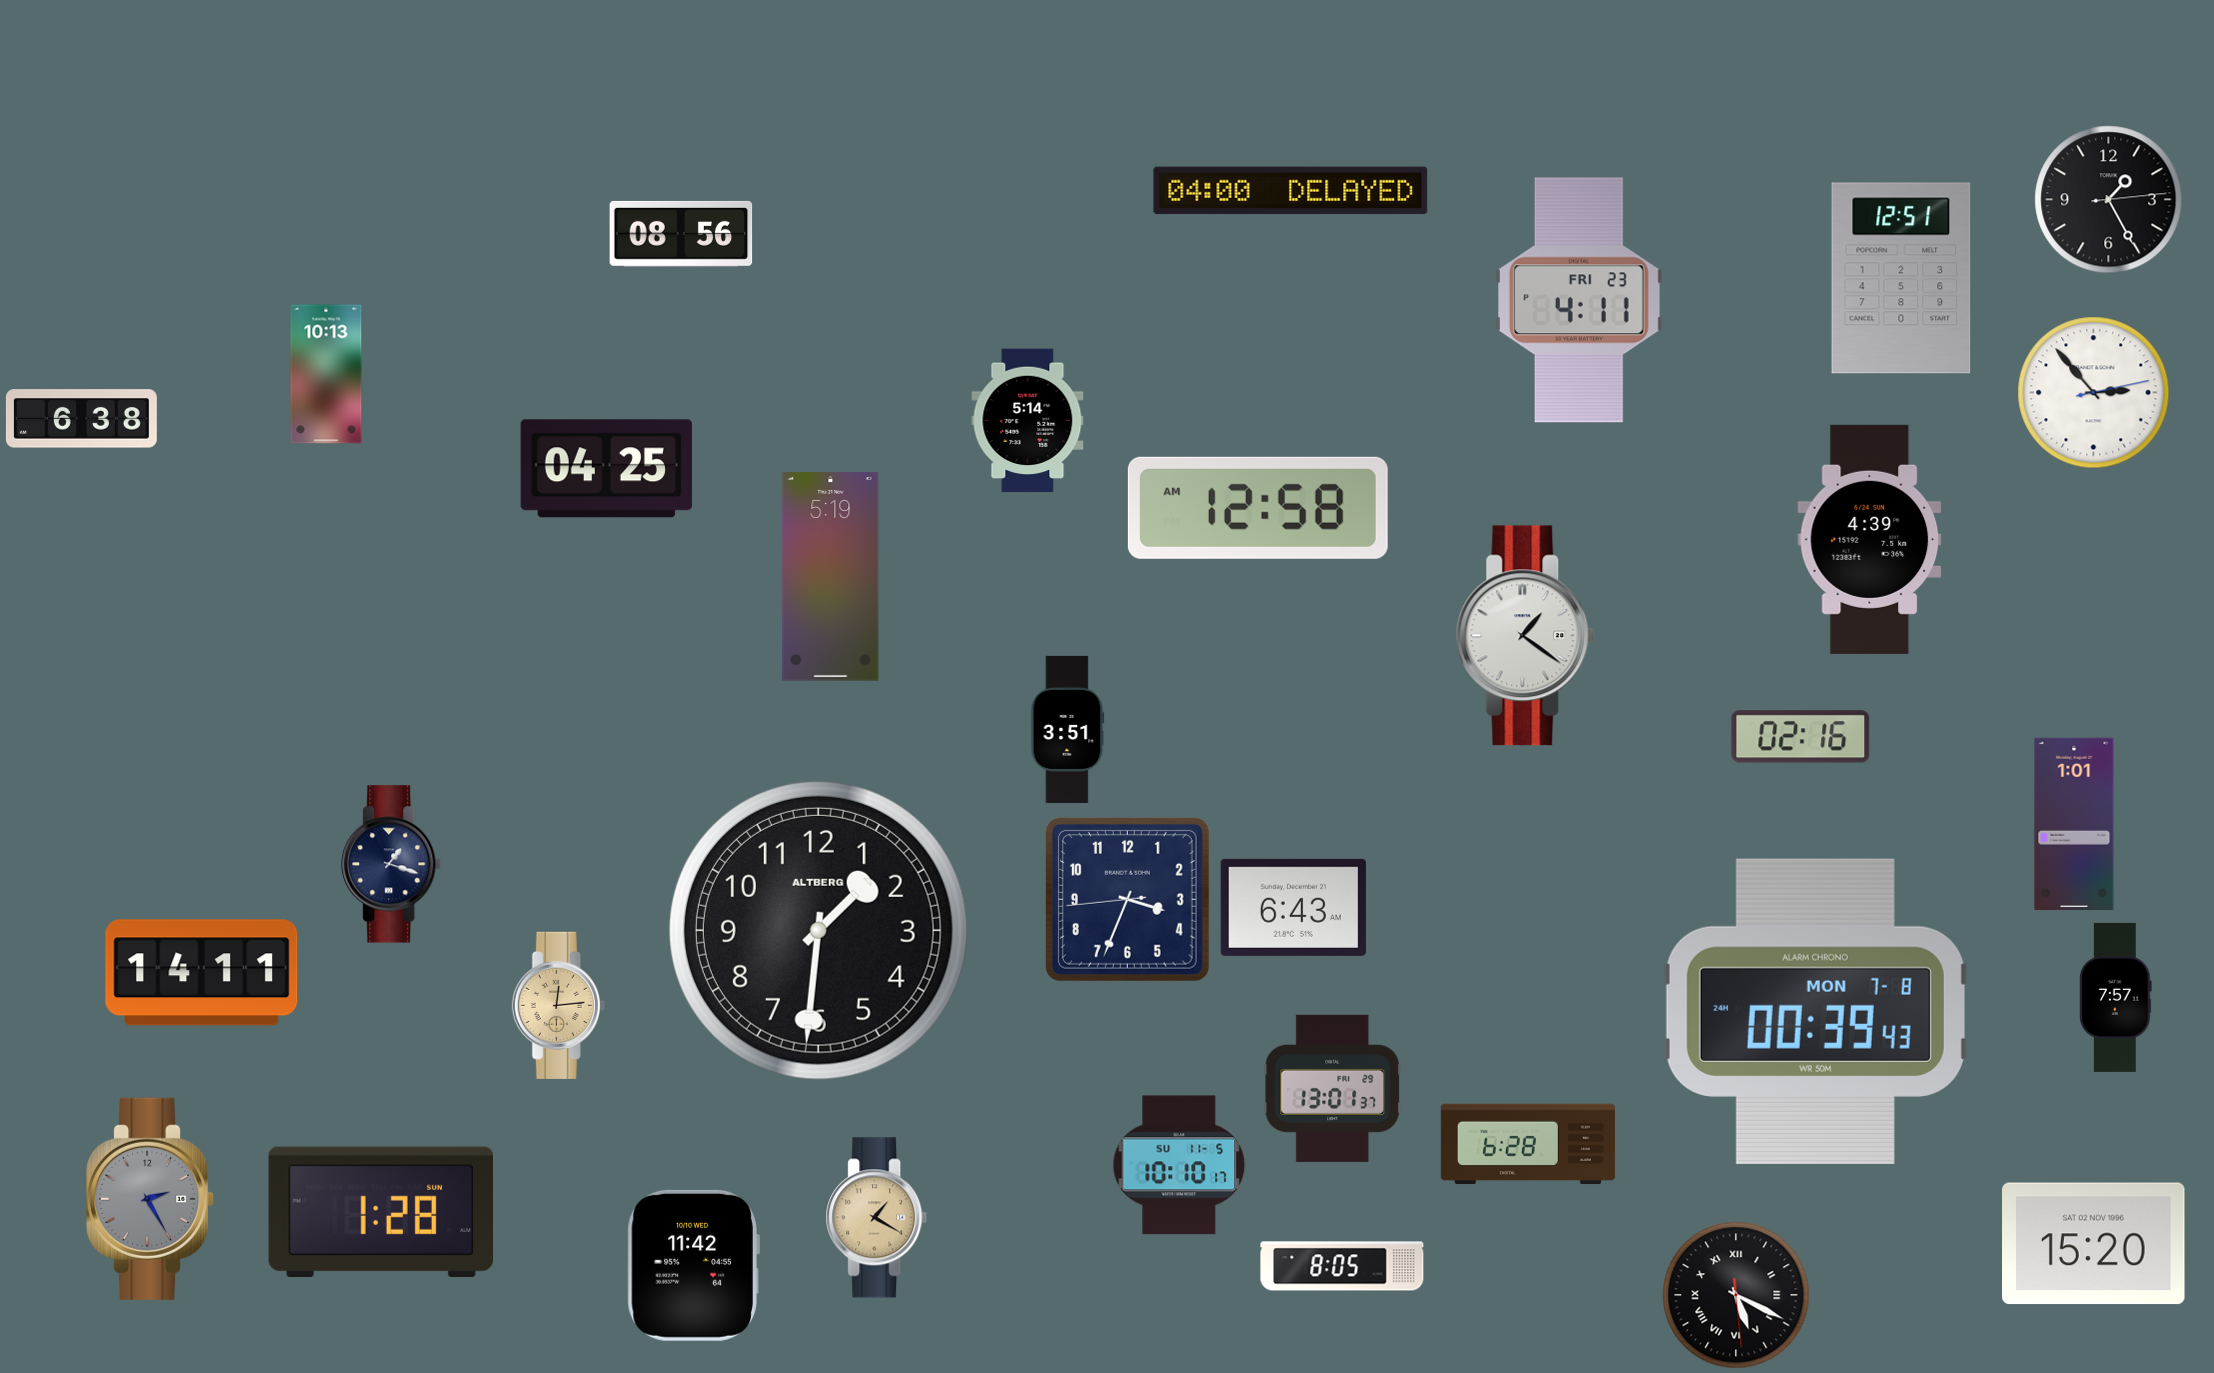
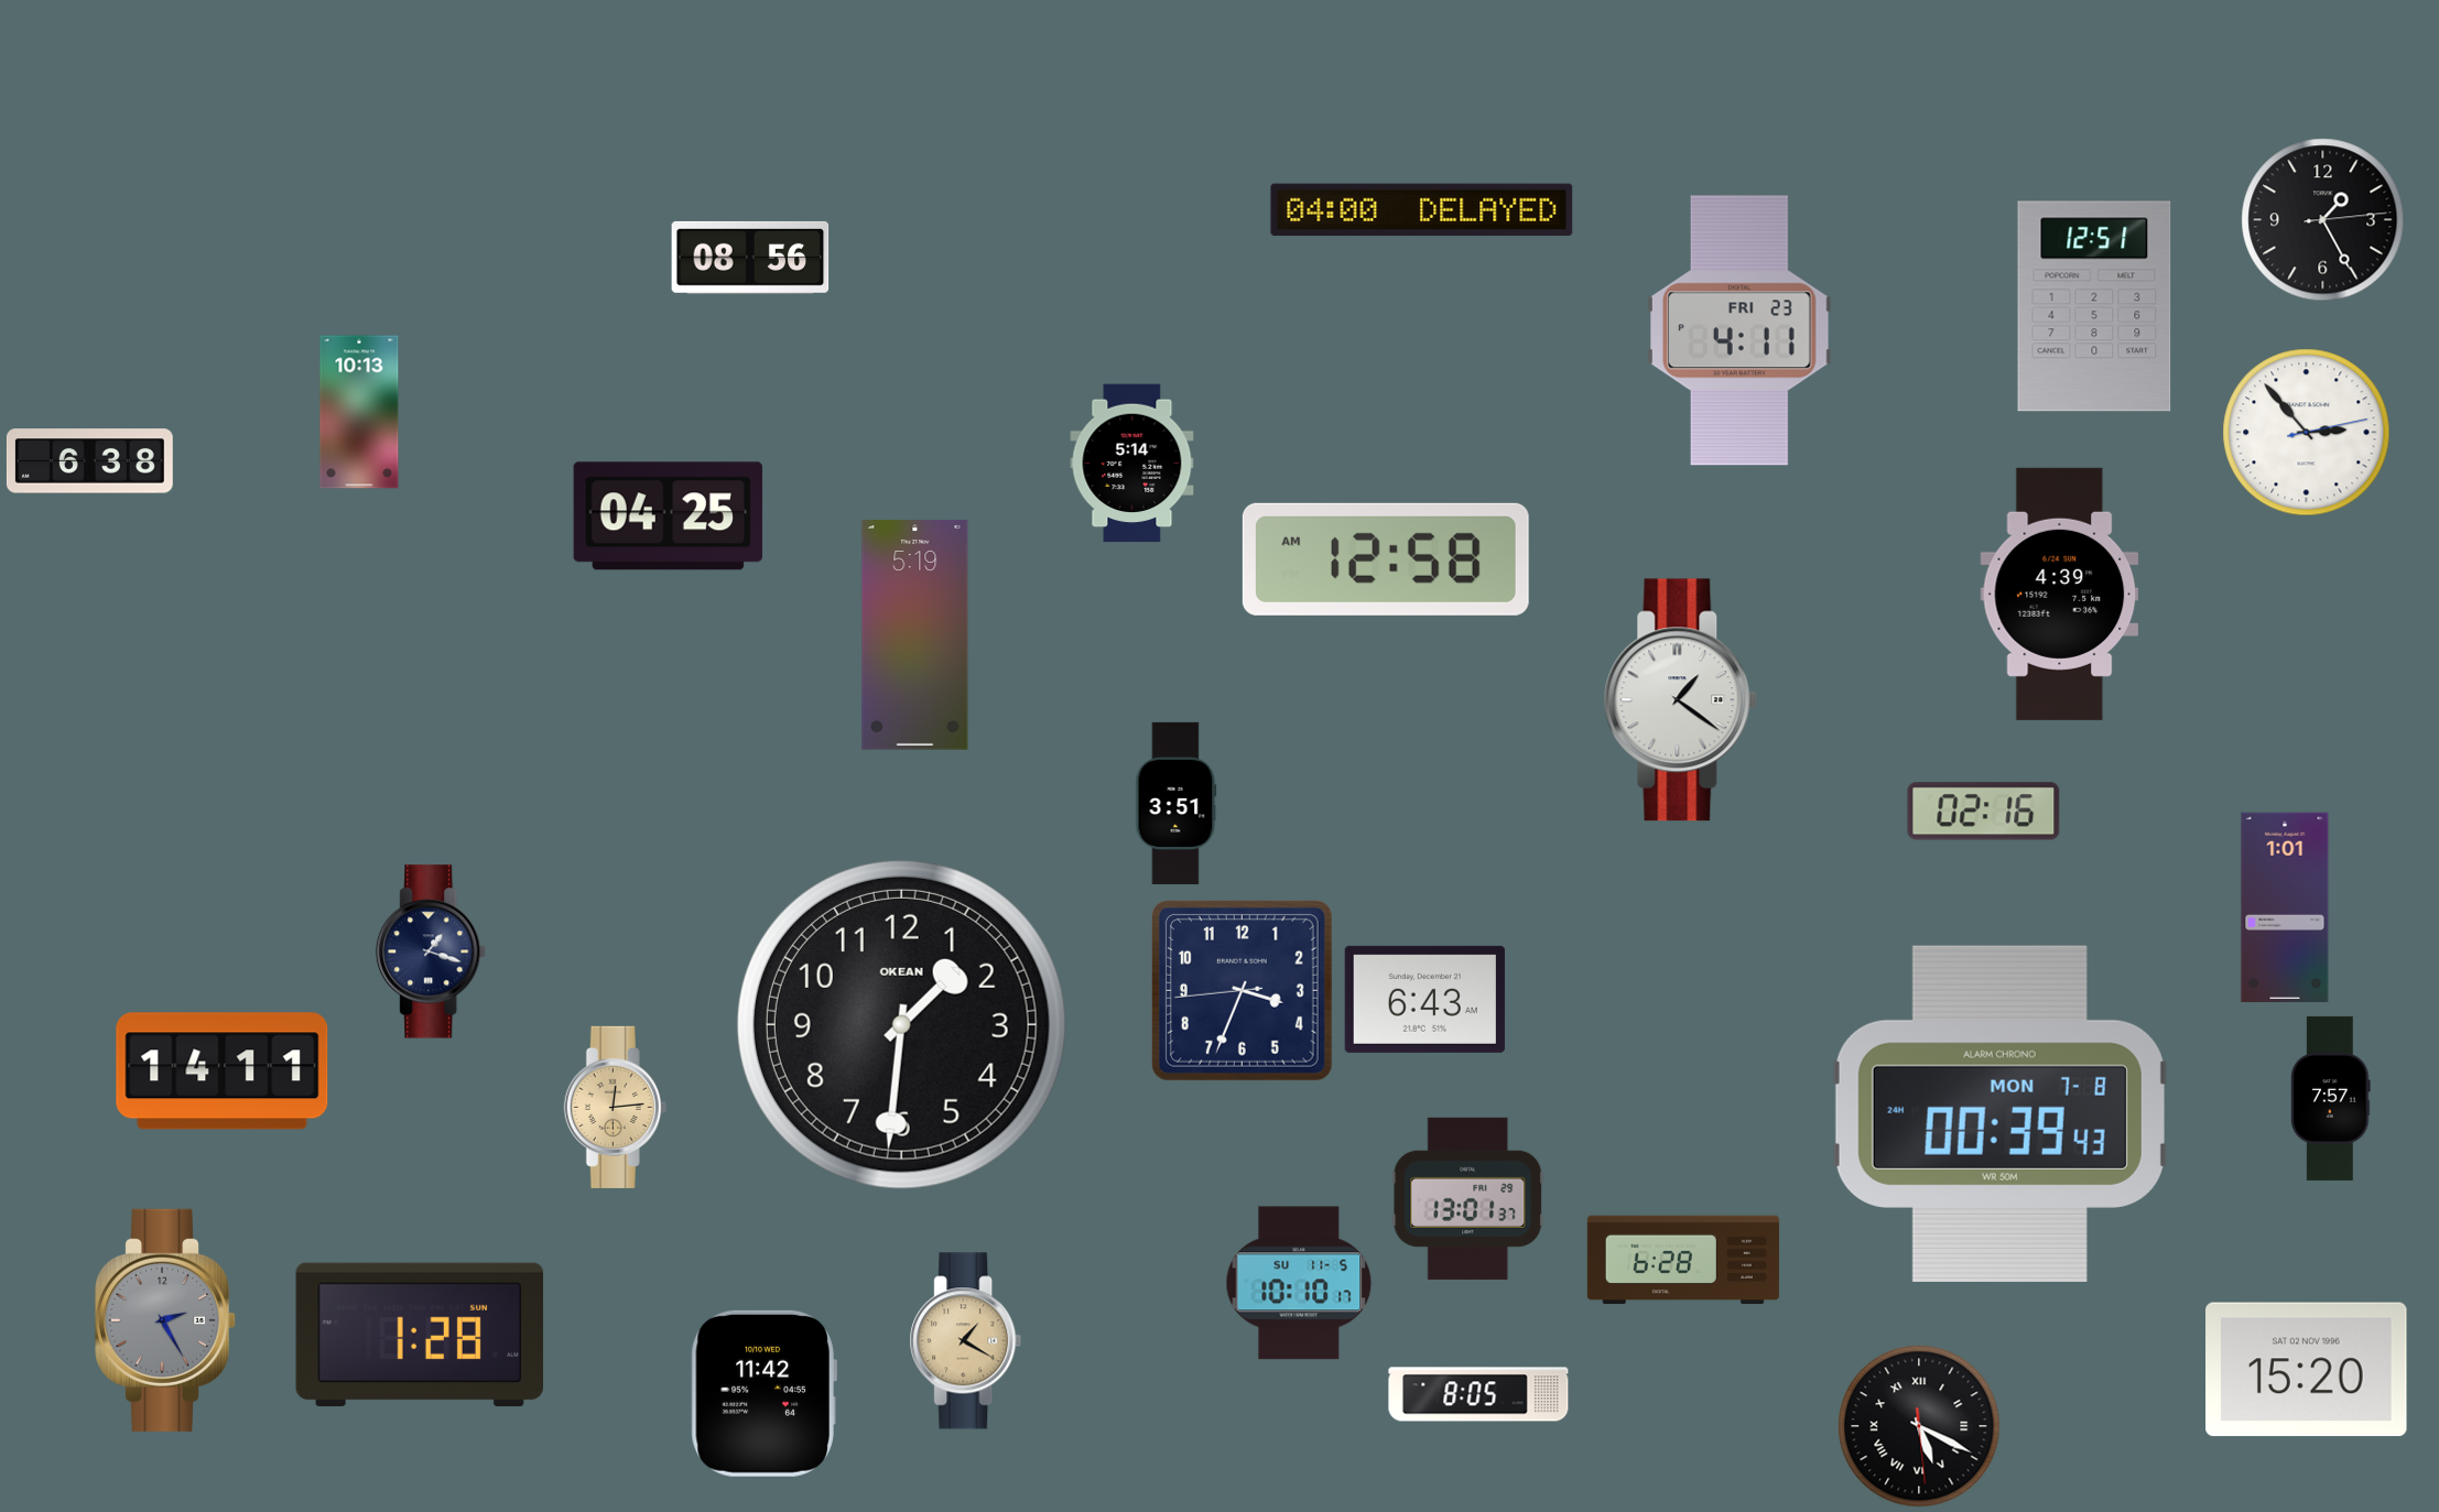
clock at (818, 930) brand: ALTBERG -> OKEAN
clock at (1736, 1295) position: (1736, 1295) -> (1919, 1426)
